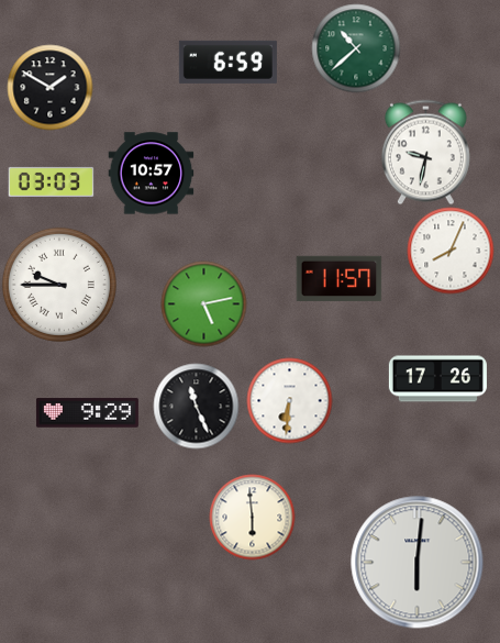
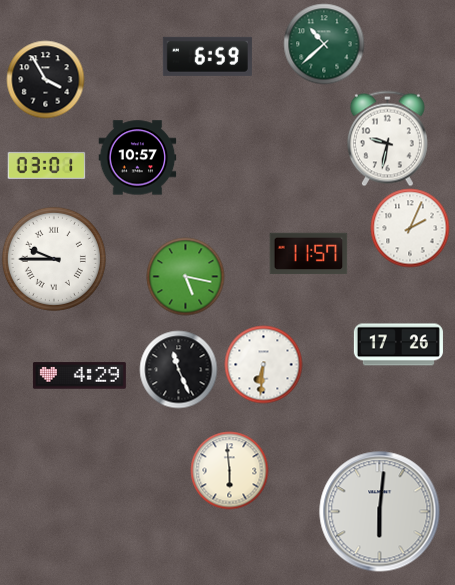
clock at (49, 87): 1:50 -> 3:55
clock at (51, 181): 03:03 -> 03:01
clock at (451, 251): 8:04 -> 2:04
clock at (203, 303): 5:13 -> 5:17
clock at (87, 413): 9:29 -> 4:29
